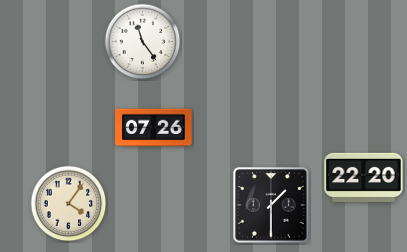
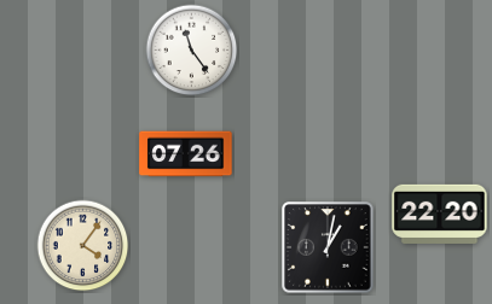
clock at (143, 42) position: (143, 42) -> (192, 51)
clock at (271, 205): 1:30 -> 1:02
